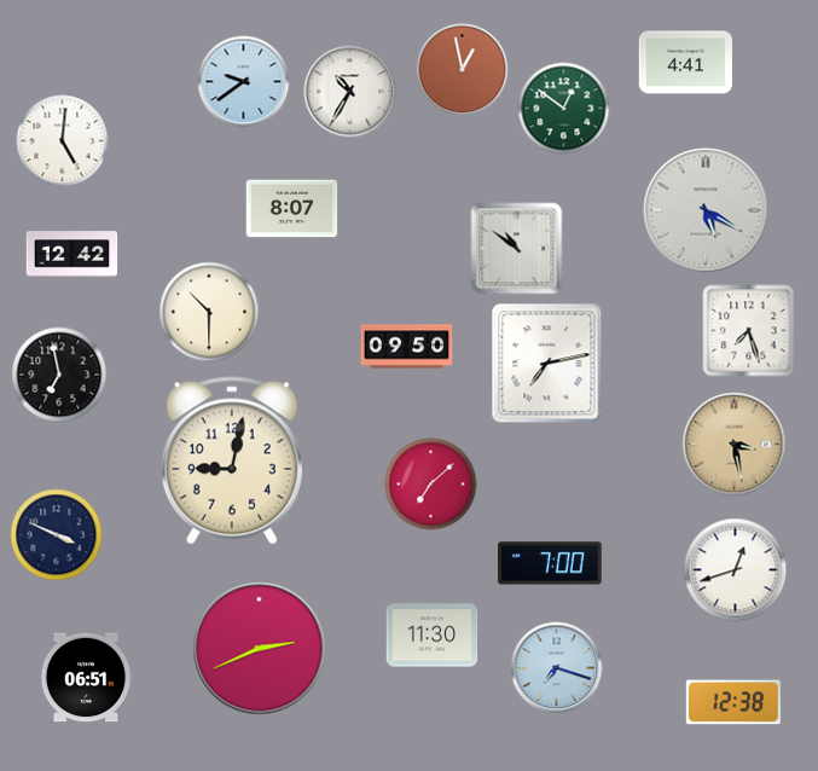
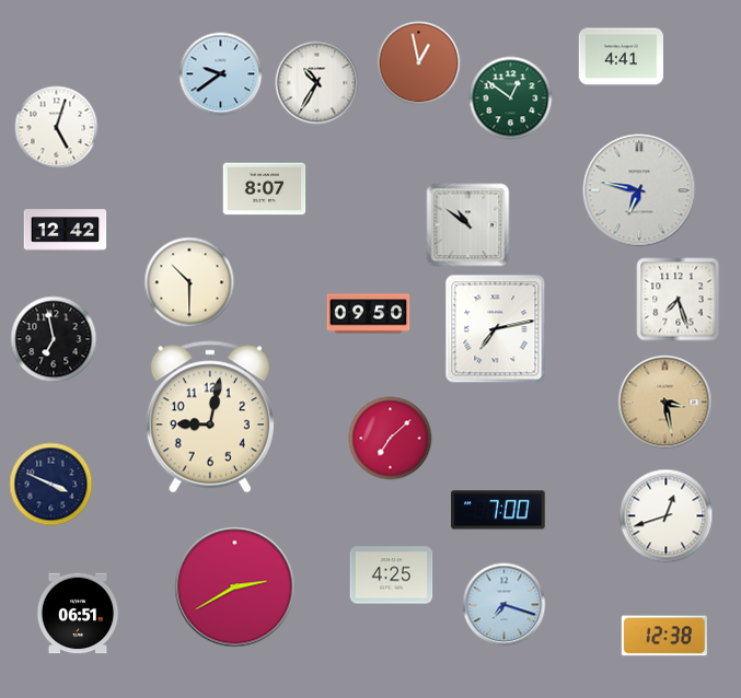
clock at (63, 141): 5:01 -> 5:03
clock at (706, 210): 5:20 -> 6:47
clock at (433, 636): 11:30 -> 4:25
clock at (260, 649): 2:41 -> 2:40
